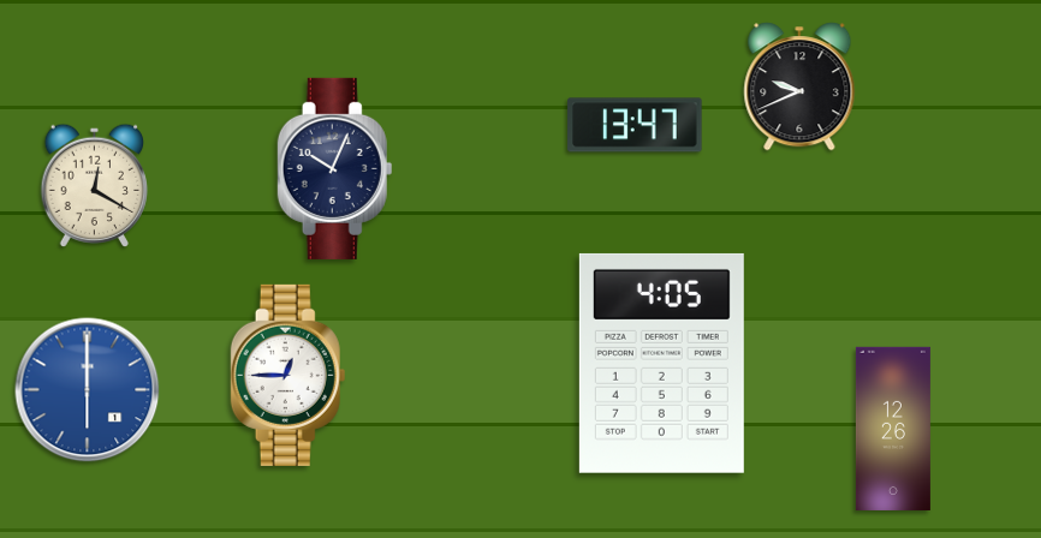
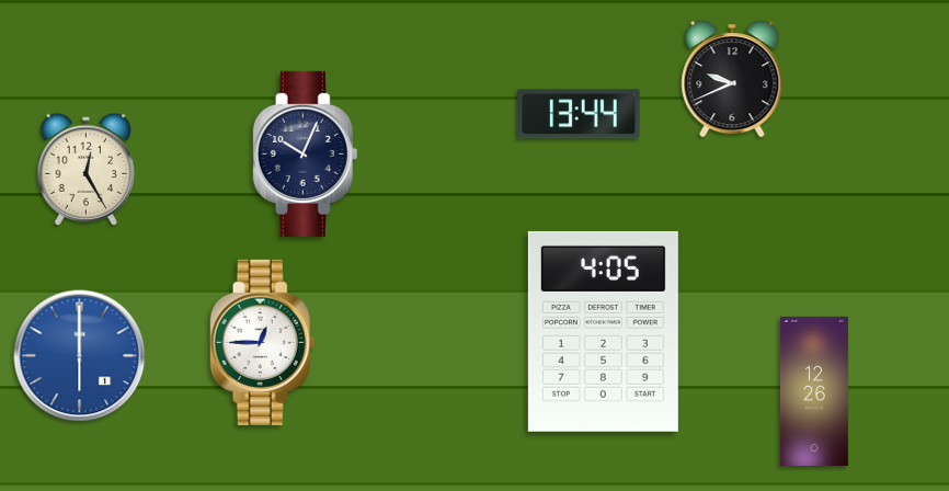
clock at (799, 86) position: (799, 86) -> (732, 79)
clock at (635, 125): 13:47 -> 13:44
clock at (95, 186): 12:20 -> 12:25
